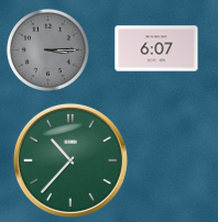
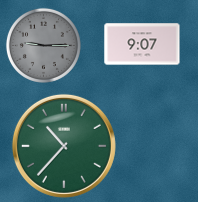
clock at (156, 48): 6:07 -> 9:07
clock at (47, 49): 3:15 -> 9:15
